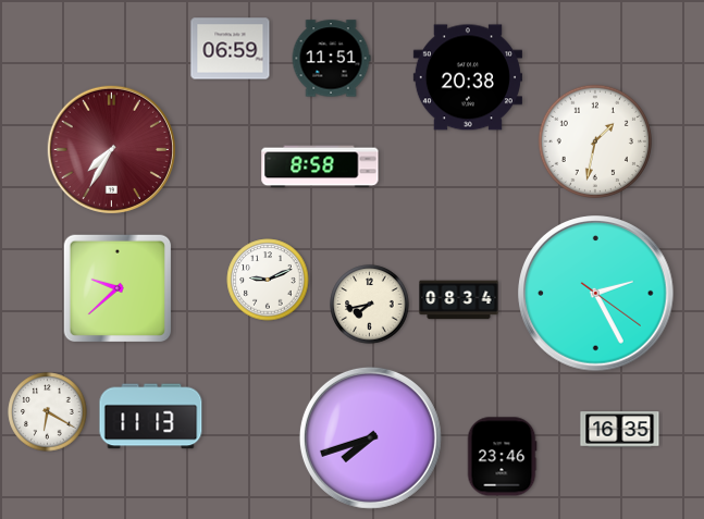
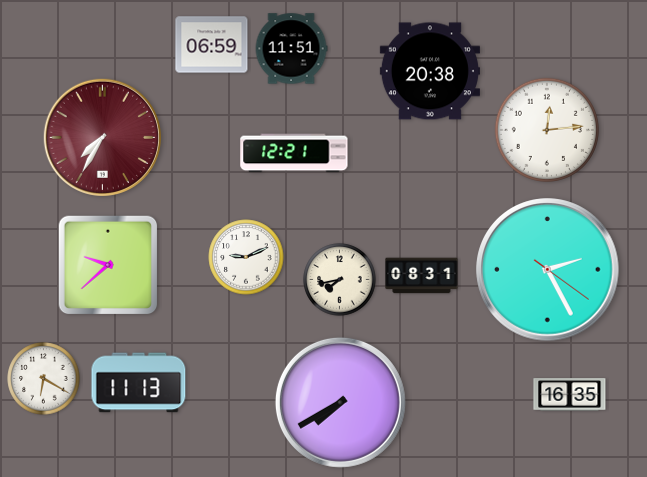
clock at (331, 59) position: (331, 59) -> (291, 49)
clock at (595, 141): 1:32 -> 12:14
clock at (320, 166): 8:58 -> 12:21
clock at (459, 300): 08:34 -> 08:31
clock at (370, 437): 7:42 -> 7:40
clock at (502, 457): 23:46 -> none
